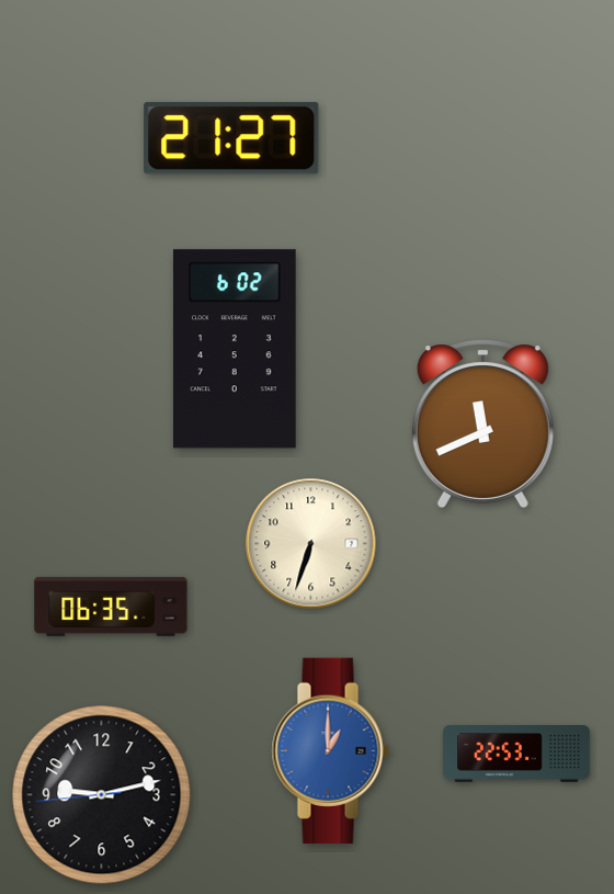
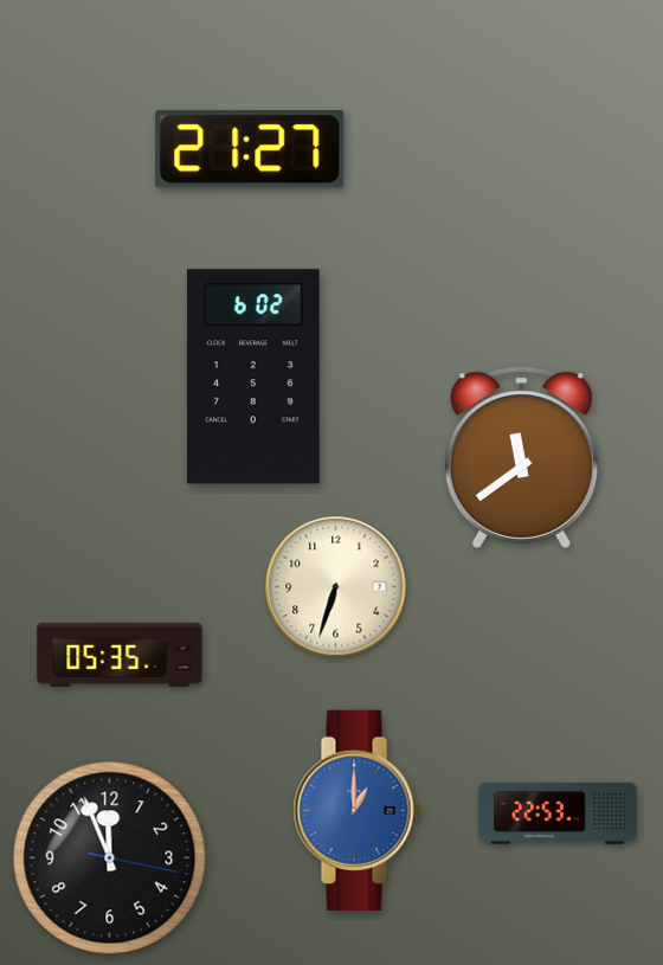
clock at (482, 423): 11:41 -> 11:39
clock at (111, 607): 06:35 -> 05:35
clock at (102, 795): 9:12 -> 11:56
